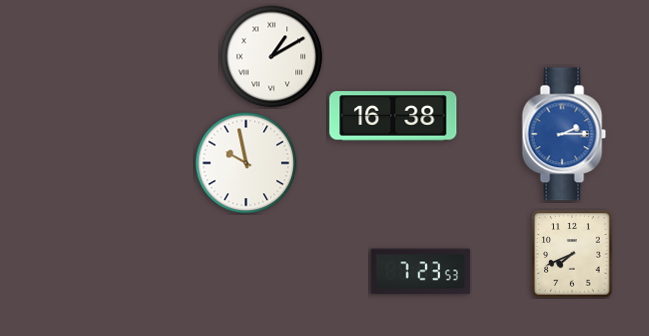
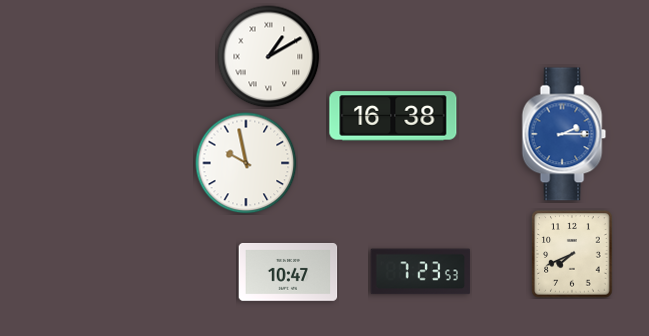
clock at (272, 57) position: (272, 57) -> (269, 57)
clock at (288, 272): none -> 10:47
